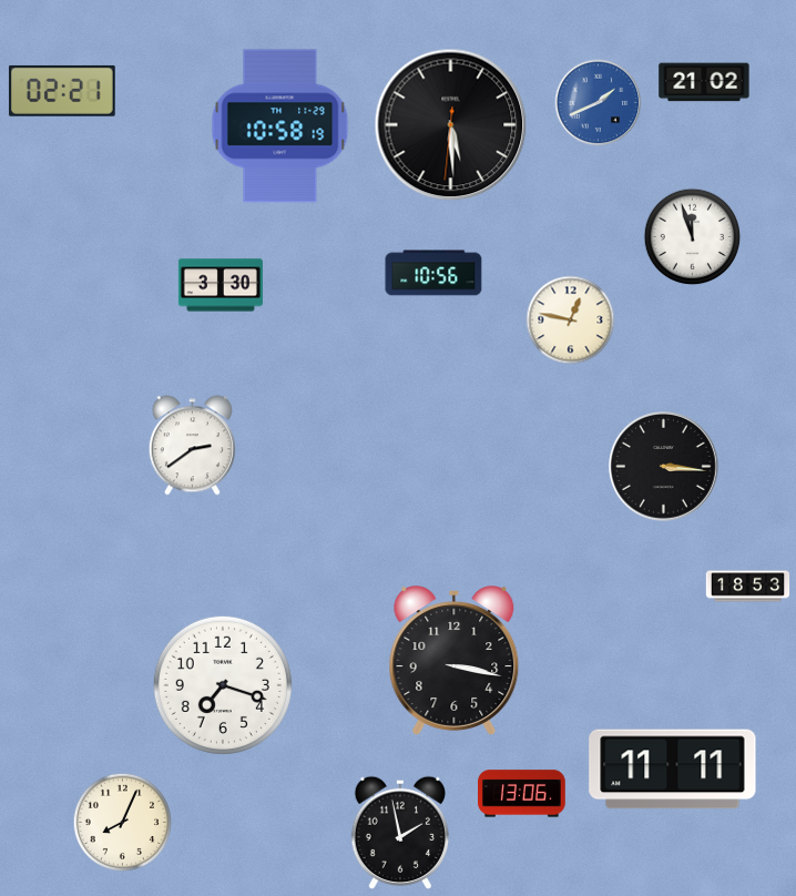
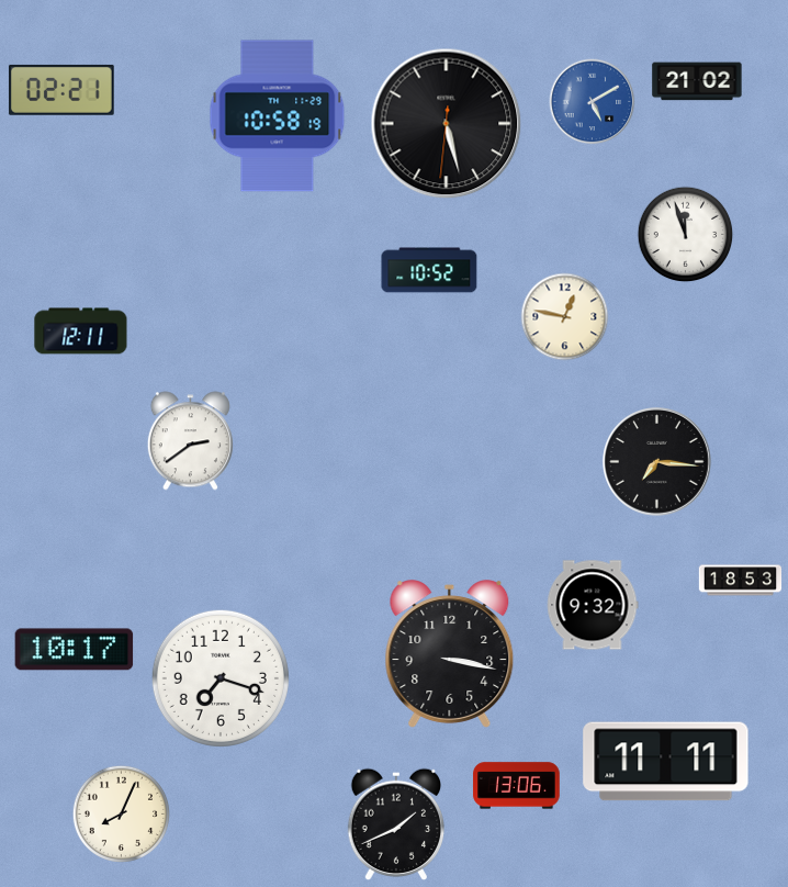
clock at (599, 103): 1:41 -> 5:10
clock at (451, 125): 5:29 -> 5:27
clock at (280, 126) position: (280, 126) -> (278, 116)
clock at (433, 273): 10:56 -> 10:52
clock at (221, 285): 3:30 -> none
clock at (81, 332): none -> 12:11
clock at (664, 467): 3:16 -> 7:16
clock at (593, 605): none -> 9:32
clock at (75, 650): none -> 10:17
clock at (400, 833): 1:58 -> 1:41
